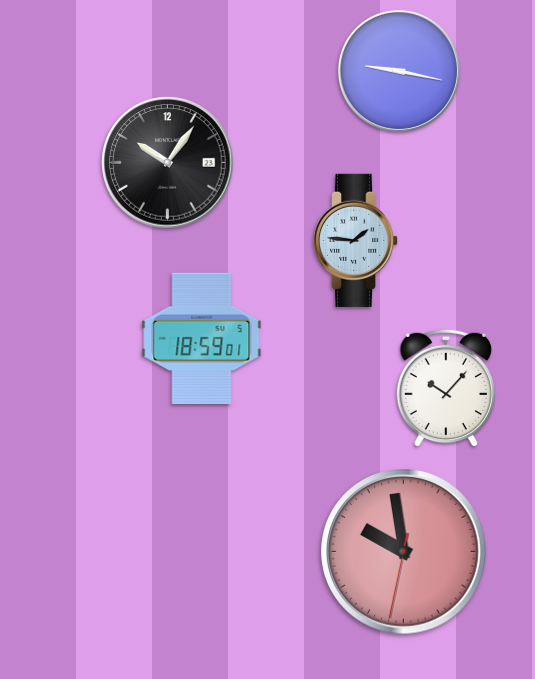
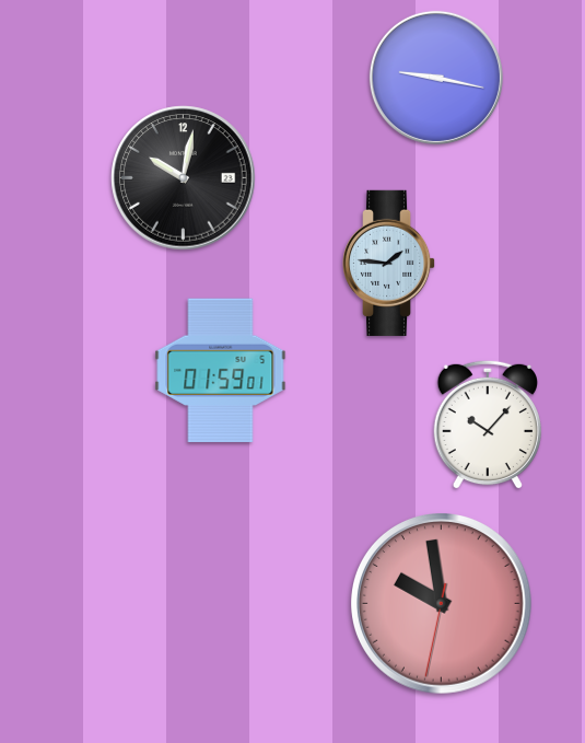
clock at (168, 163): 10:06 -> 10:02
clock at (202, 339): 18:59 -> 01:59
